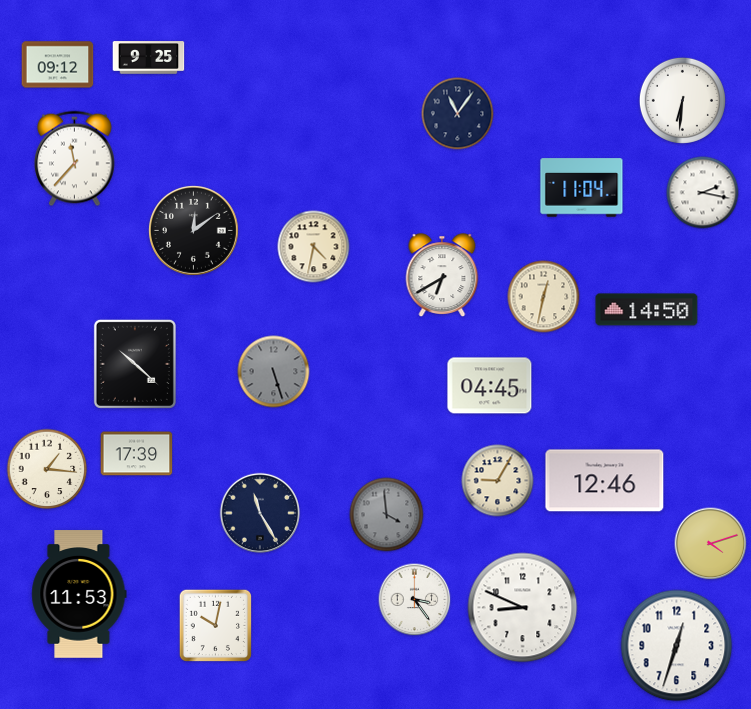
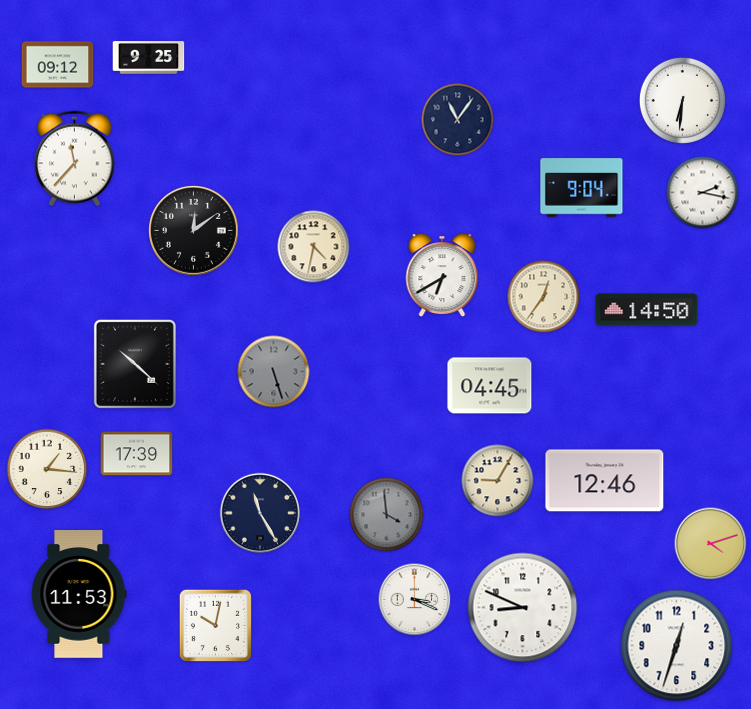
clock at (458, 114) position: (458, 114) -> (458, 120)
clock at (582, 188): 11:04 -> 9:04
clock at (544, 297): 12:32 -> 12:36
clock at (415, 600): 3:24 -> 3:19
